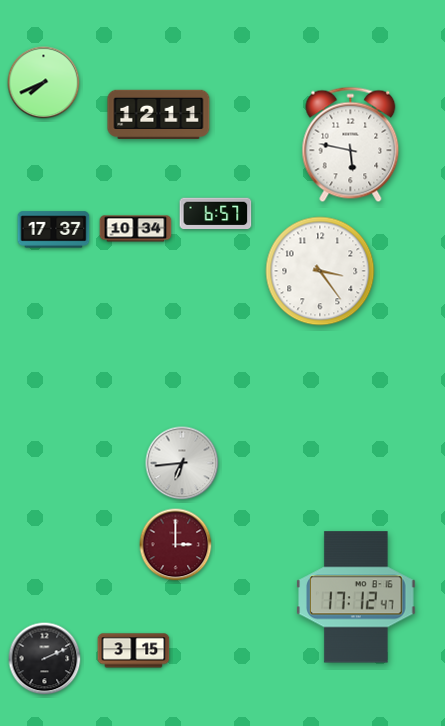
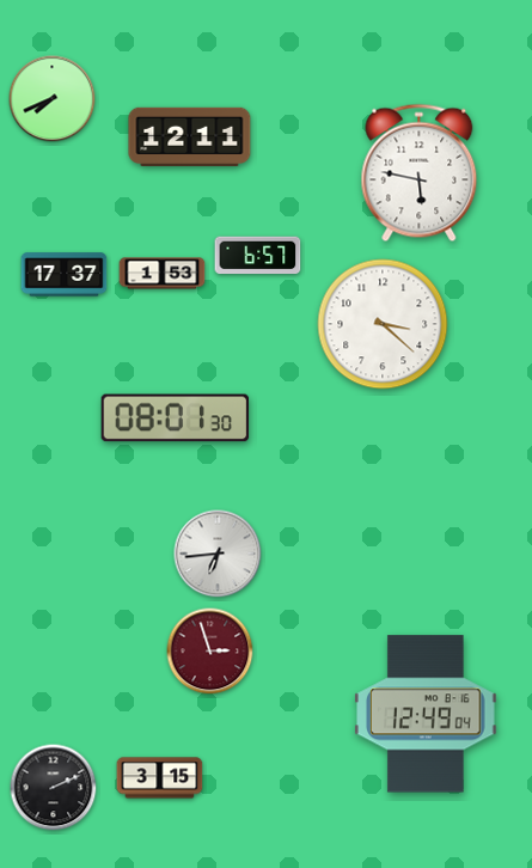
clock at (136, 229): 10:34 -> 1:53
clock at (320, 271): 3:24 -> 3:22
clock at (176, 418): none -> 08:01
clock at (176, 545): 3:00 -> 2:57
clock at (356, 597): 17:12 -> 12:49
